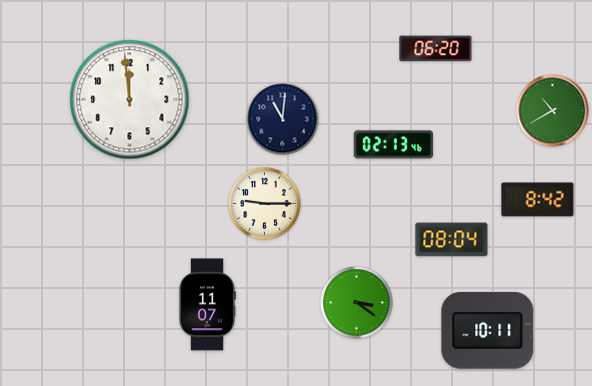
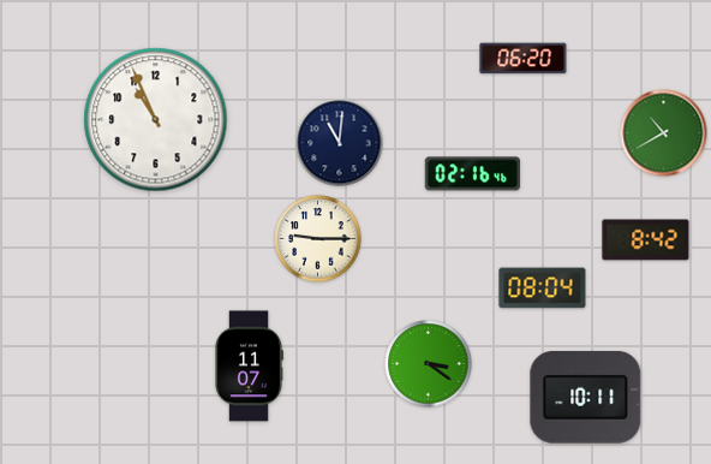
clock at (130, 100): 11:59 -> 10:56
clock at (394, 145): 02:13 -> 02:16
clock at (265, 204) position: (265, 204) -> (318, 239)
